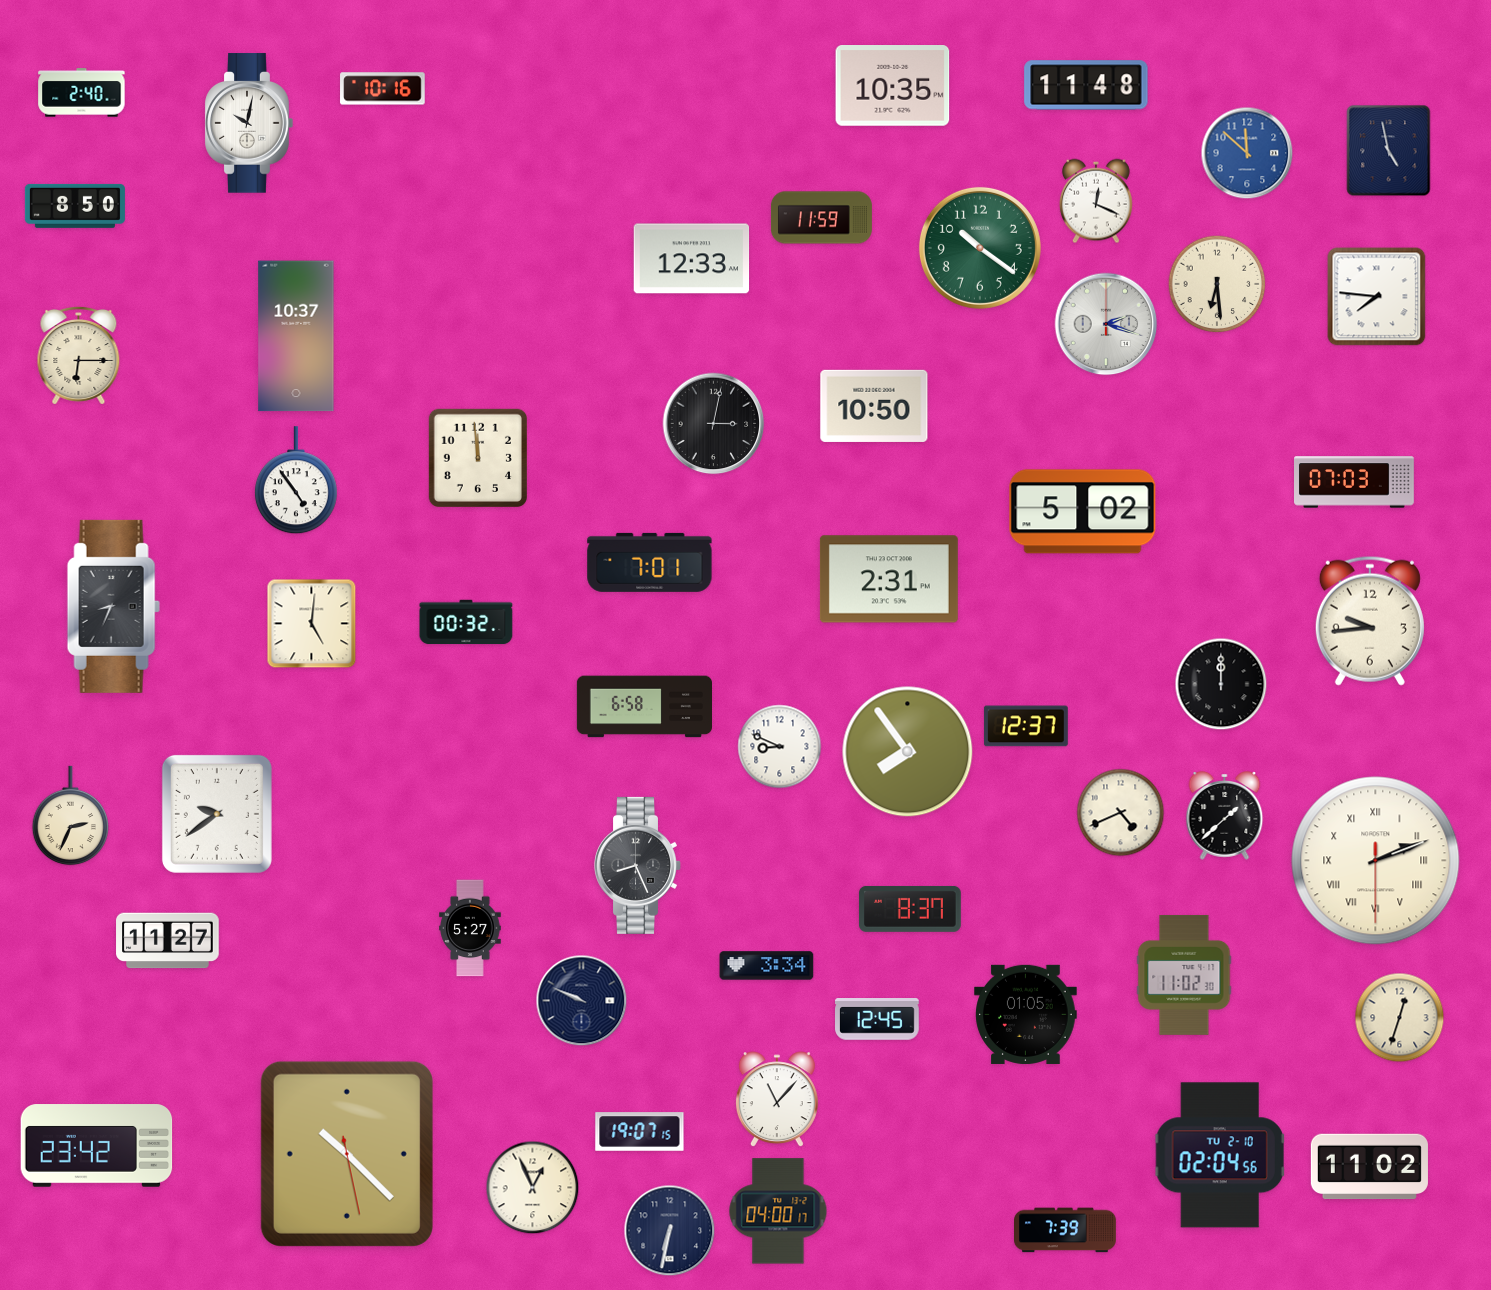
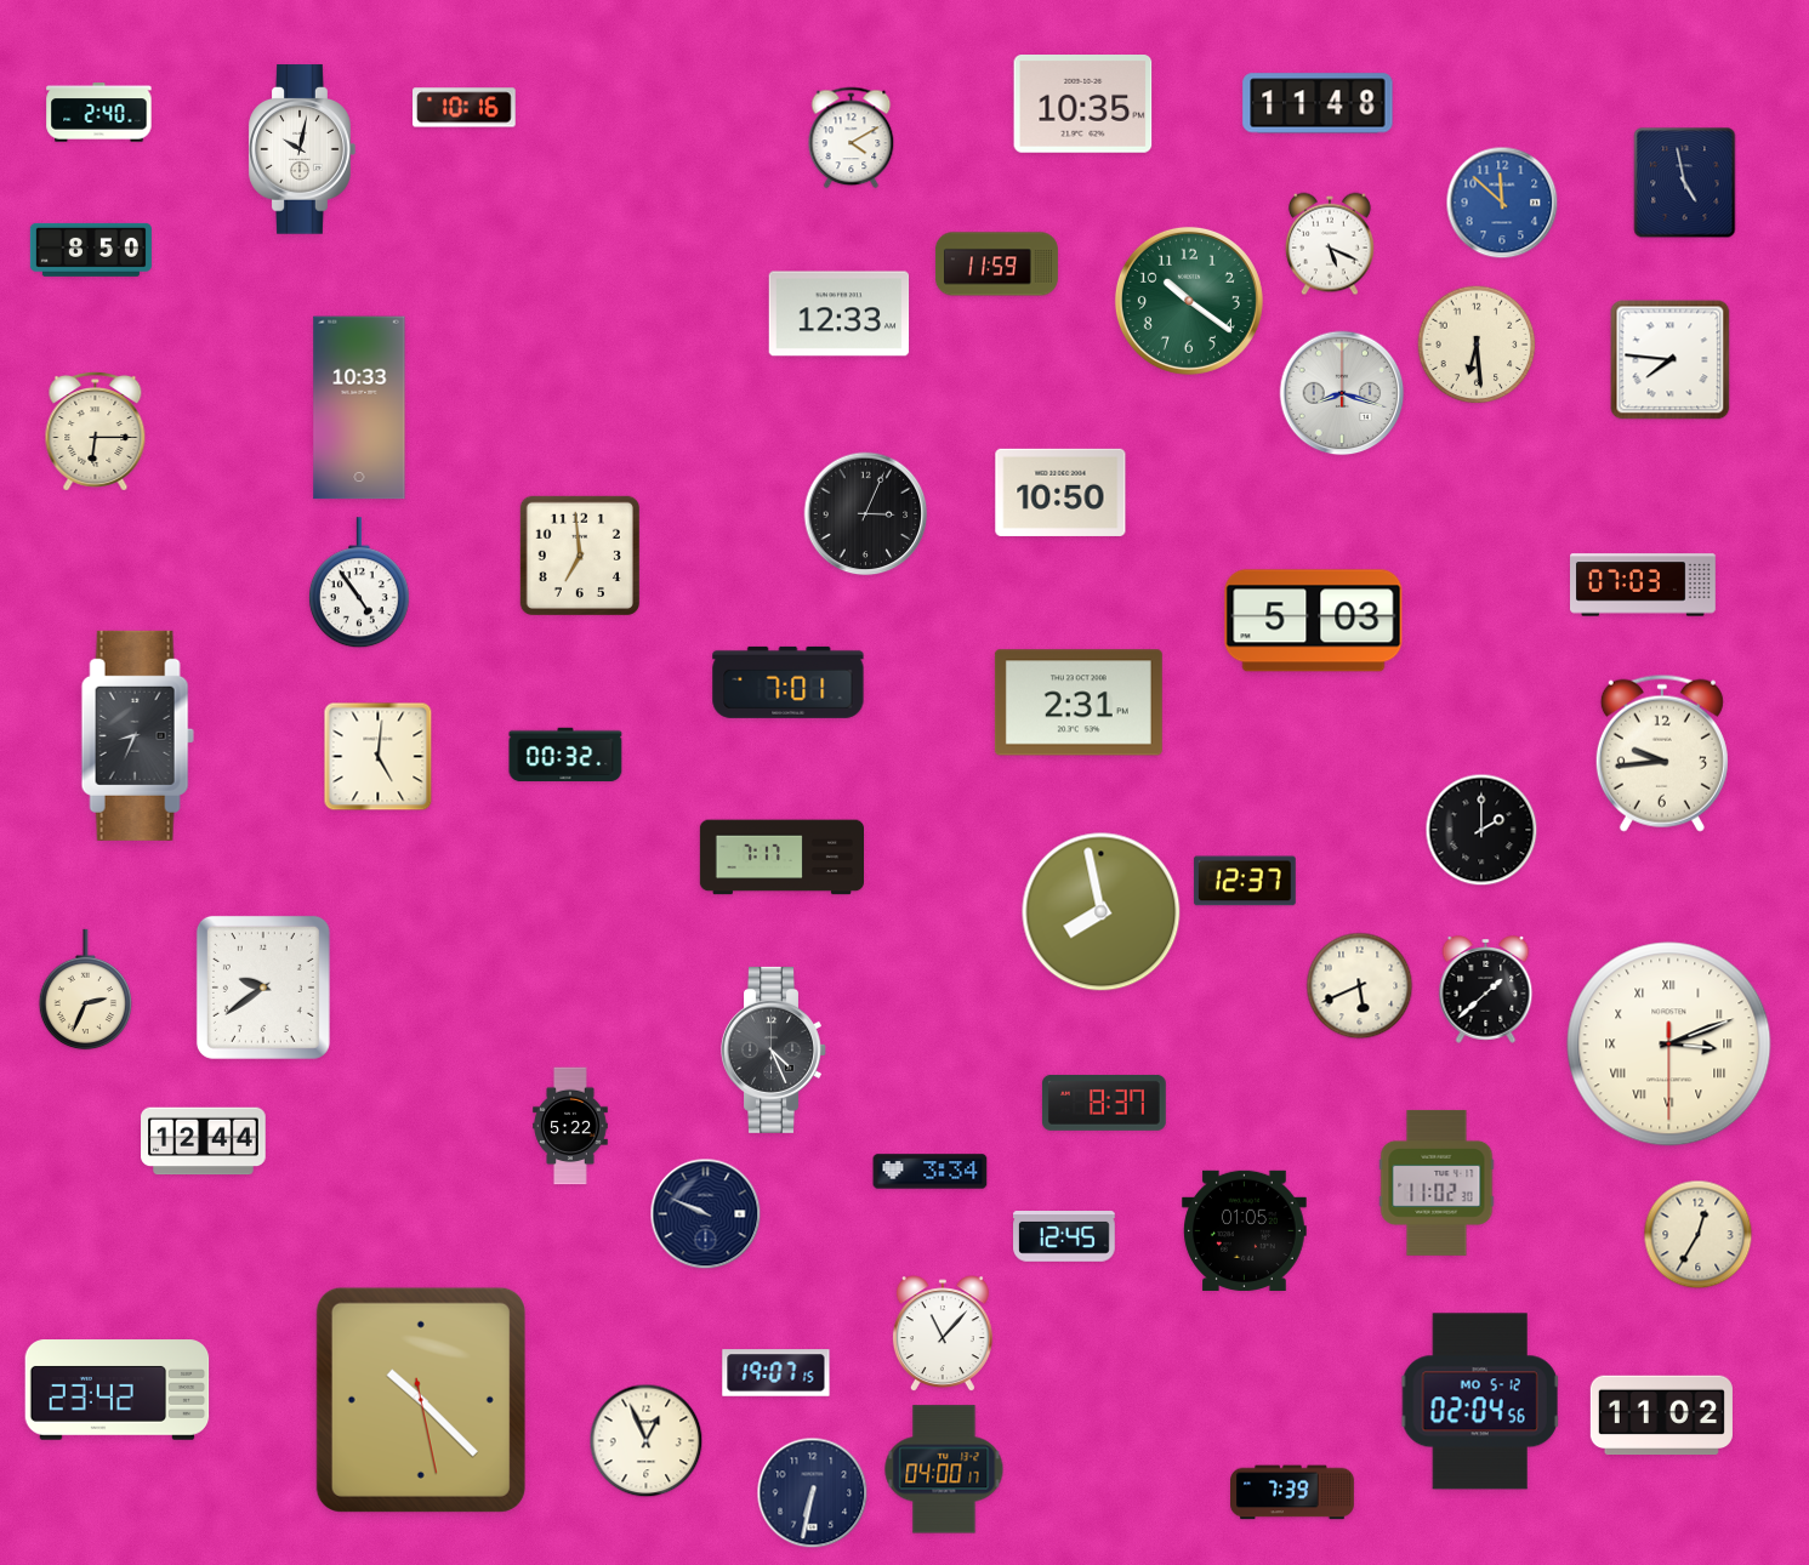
clock at (852, 138): none -> 4:10
clock at (1247, 153) position: (1247, 153) -> (1502, 203)
clock at (1097, 201): 12:19 -> 5:19
clock at (1106, 324): 2:18 -> 8:18
clock at (296, 336): 10:37 -> 10:33
clock at (714, 424): 3:02 -> 3:04
clock at (478, 458): 11:59 -> 6:59
clock at (1083, 512): 5:02 -> 5:03
clock at (1221, 684): 12:00 -> 2:00
clock at (644, 707): 6:58 -> 7:17
clock at (780, 747): 8:49 -> none
clock at (908, 752): 7:54 -> 7:58
clock at (1121, 813): 4:41 -> 5:41
clock at (1376, 861): 2:11 -> 3:11
clock at (638, 865): 8:26 -> 4:26
clock at (470, 928): 5:27 -> 5:22
clock at (168, 941): 11:27 -> 12:44
clock at (1400, 1018): 12:33 -> 12:35
clock at (1220, 1155) date: TU 2-10 -> MO 5-12
